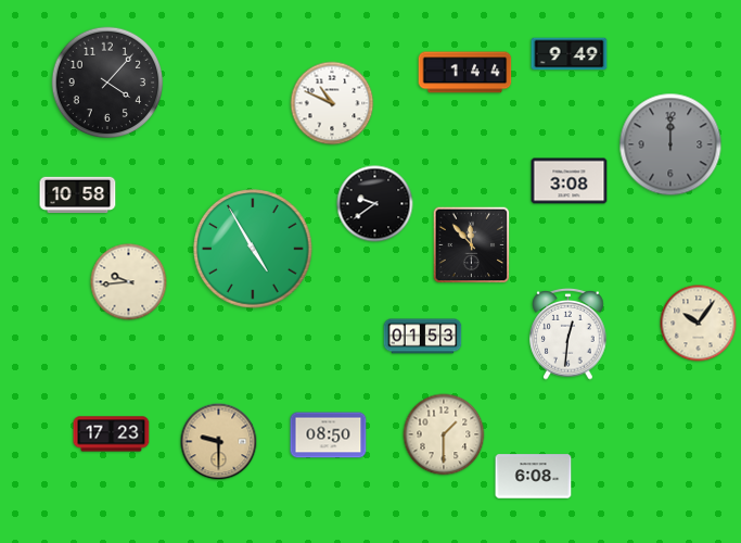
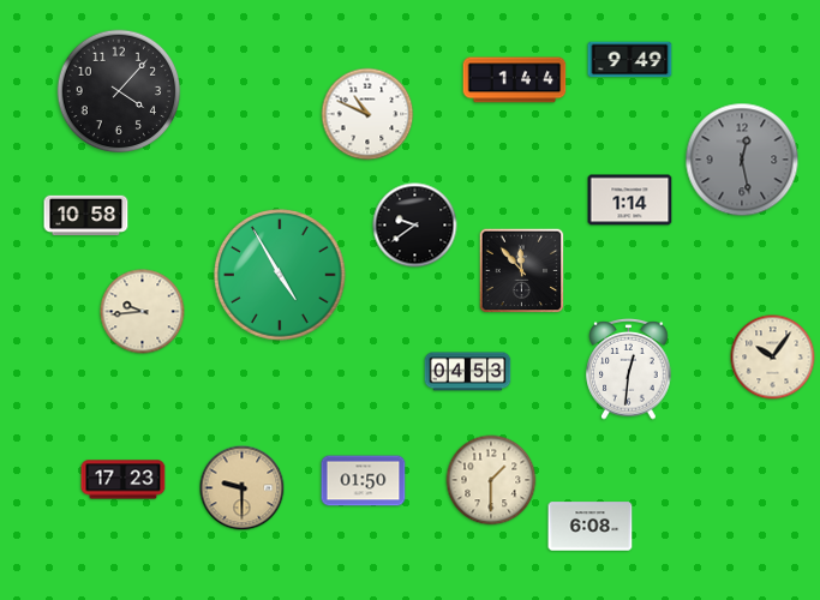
clock at (670, 144): 12:00 -> 12:28
clock at (570, 181): 3:08 -> 1:14
clock at (423, 337): 01:53 -> 04:53
clock at (329, 435): 08:50 -> 01:50
